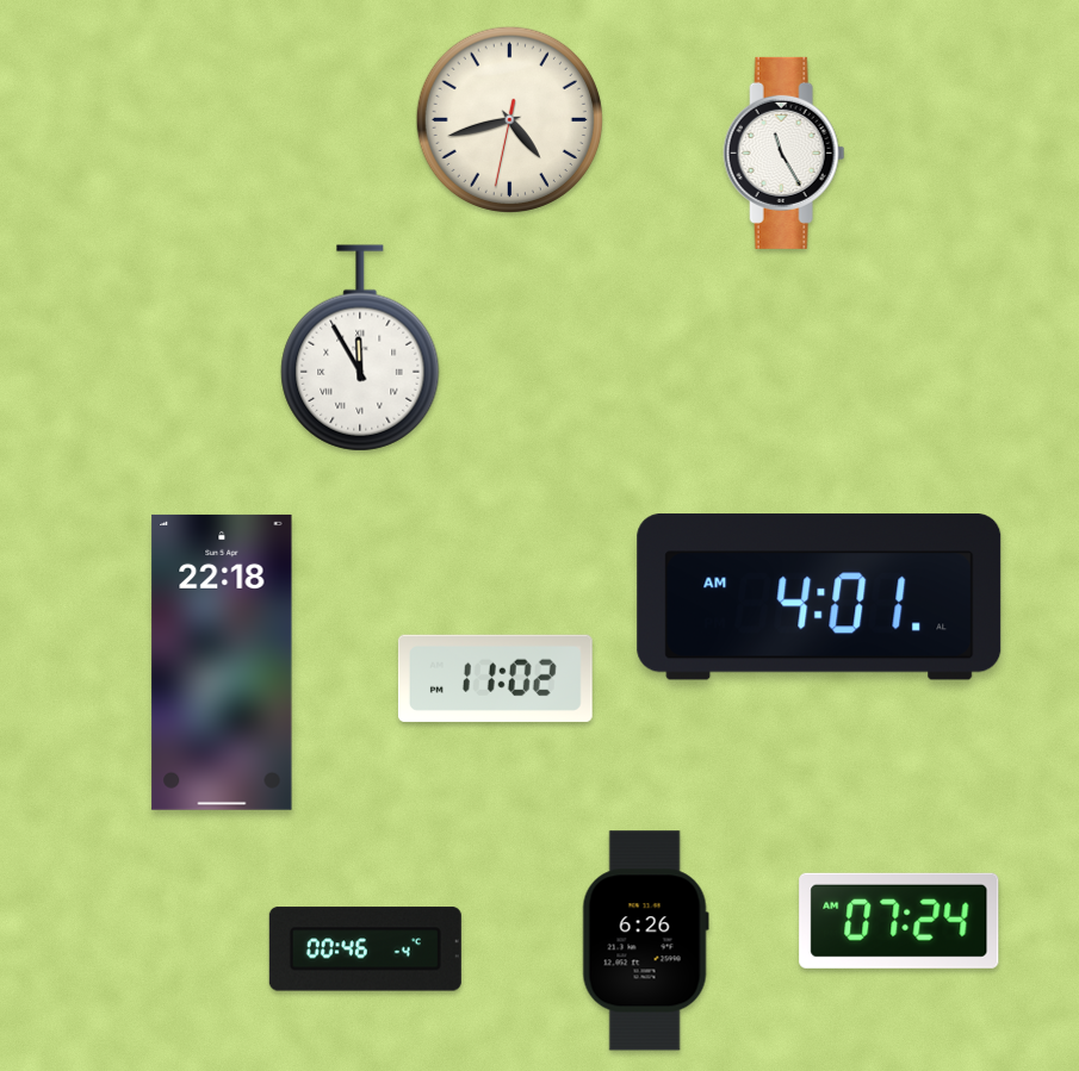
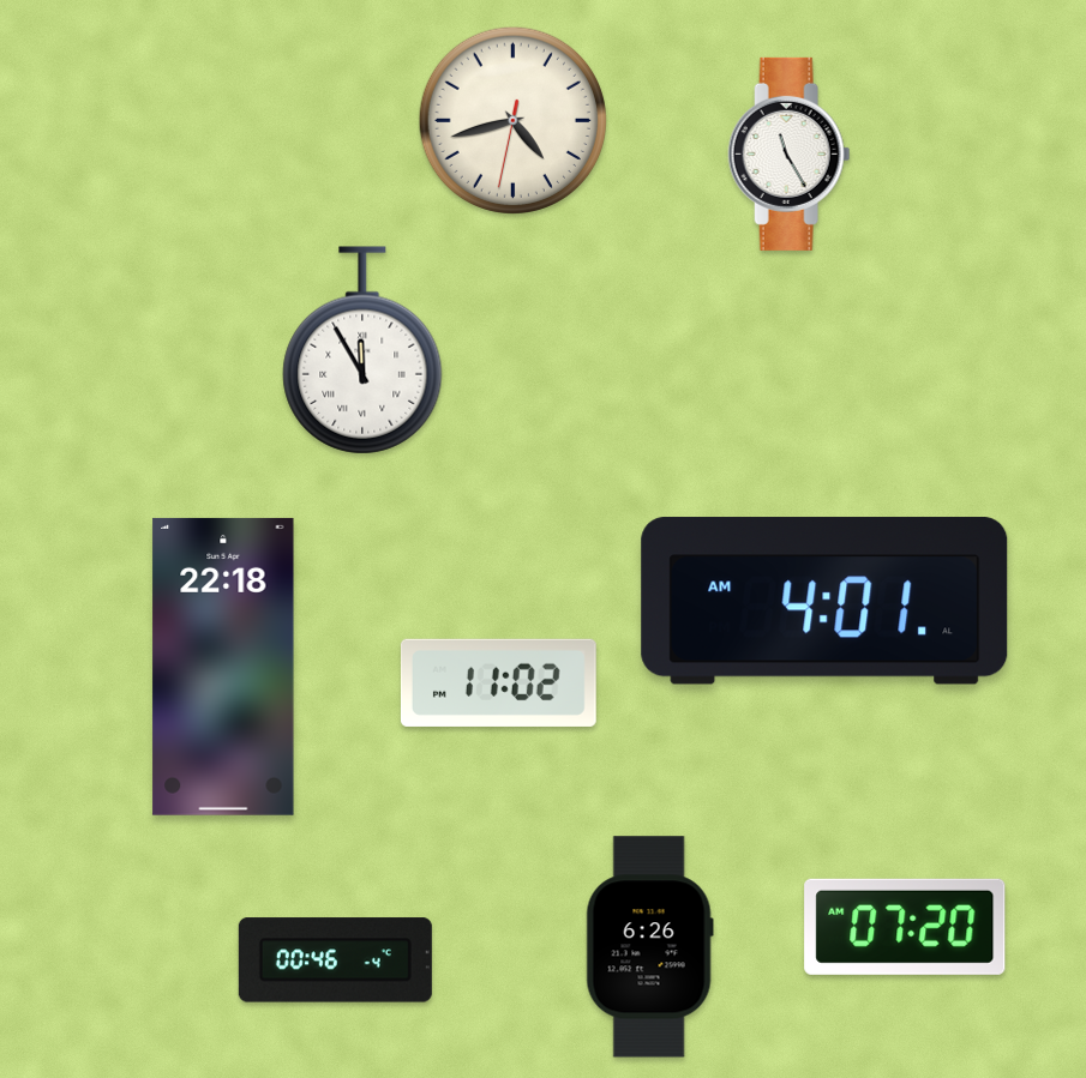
clock at (899, 921): 07:24 -> 07:20
clock at (365, 949) position: (365, 949) -> (335, 960)
